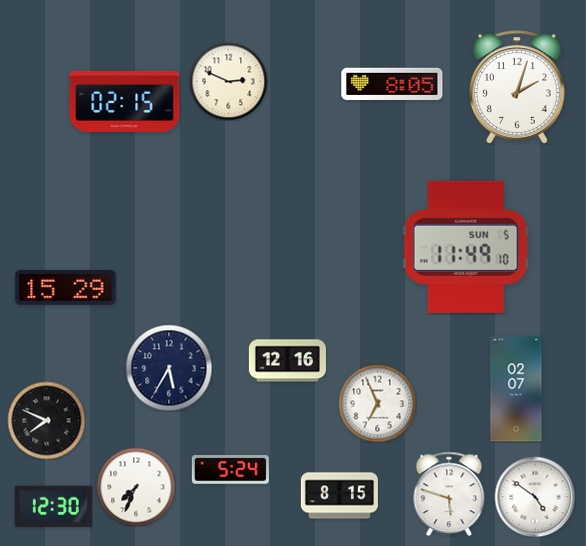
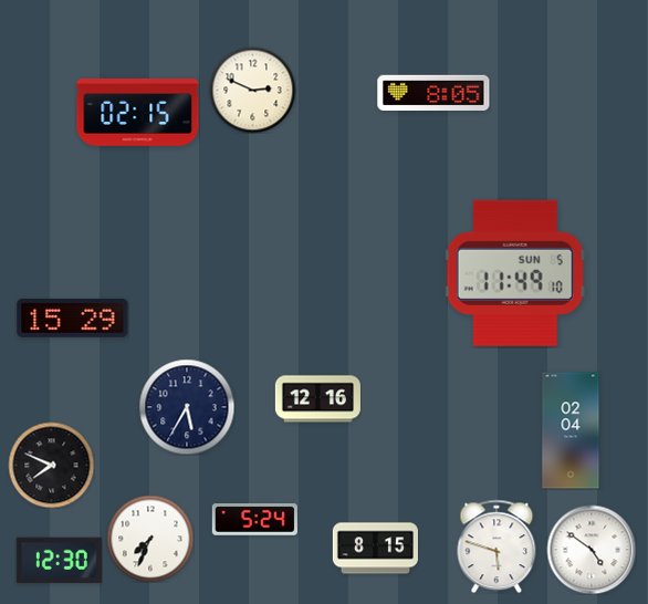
clock at (517, 87): 2:03 -> none
clock at (516, 389): 02:07 -> 02:04
clock at (377, 403): 6:56 -> none
